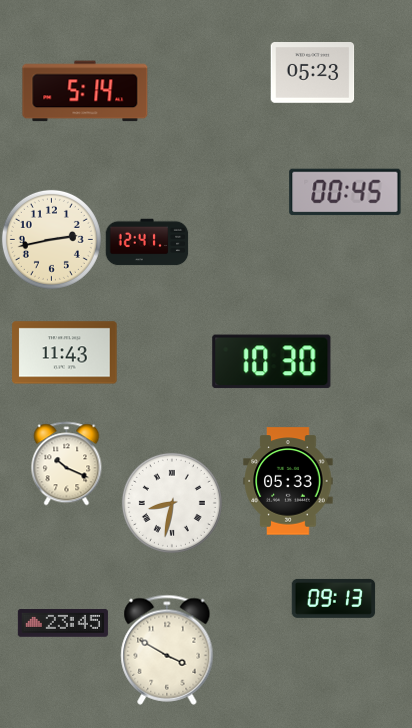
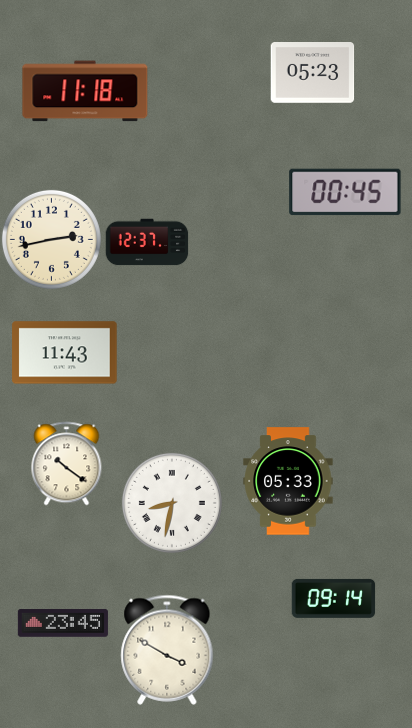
clock at (85, 91): 5:14 -> 11:18
clock at (147, 242): 12:41 -> 12:37
clock at (272, 362): 10:30 -> none
clock at (67, 463): 10:19 -> 10:21
clock at (333, 598): 09:13 -> 09:14
